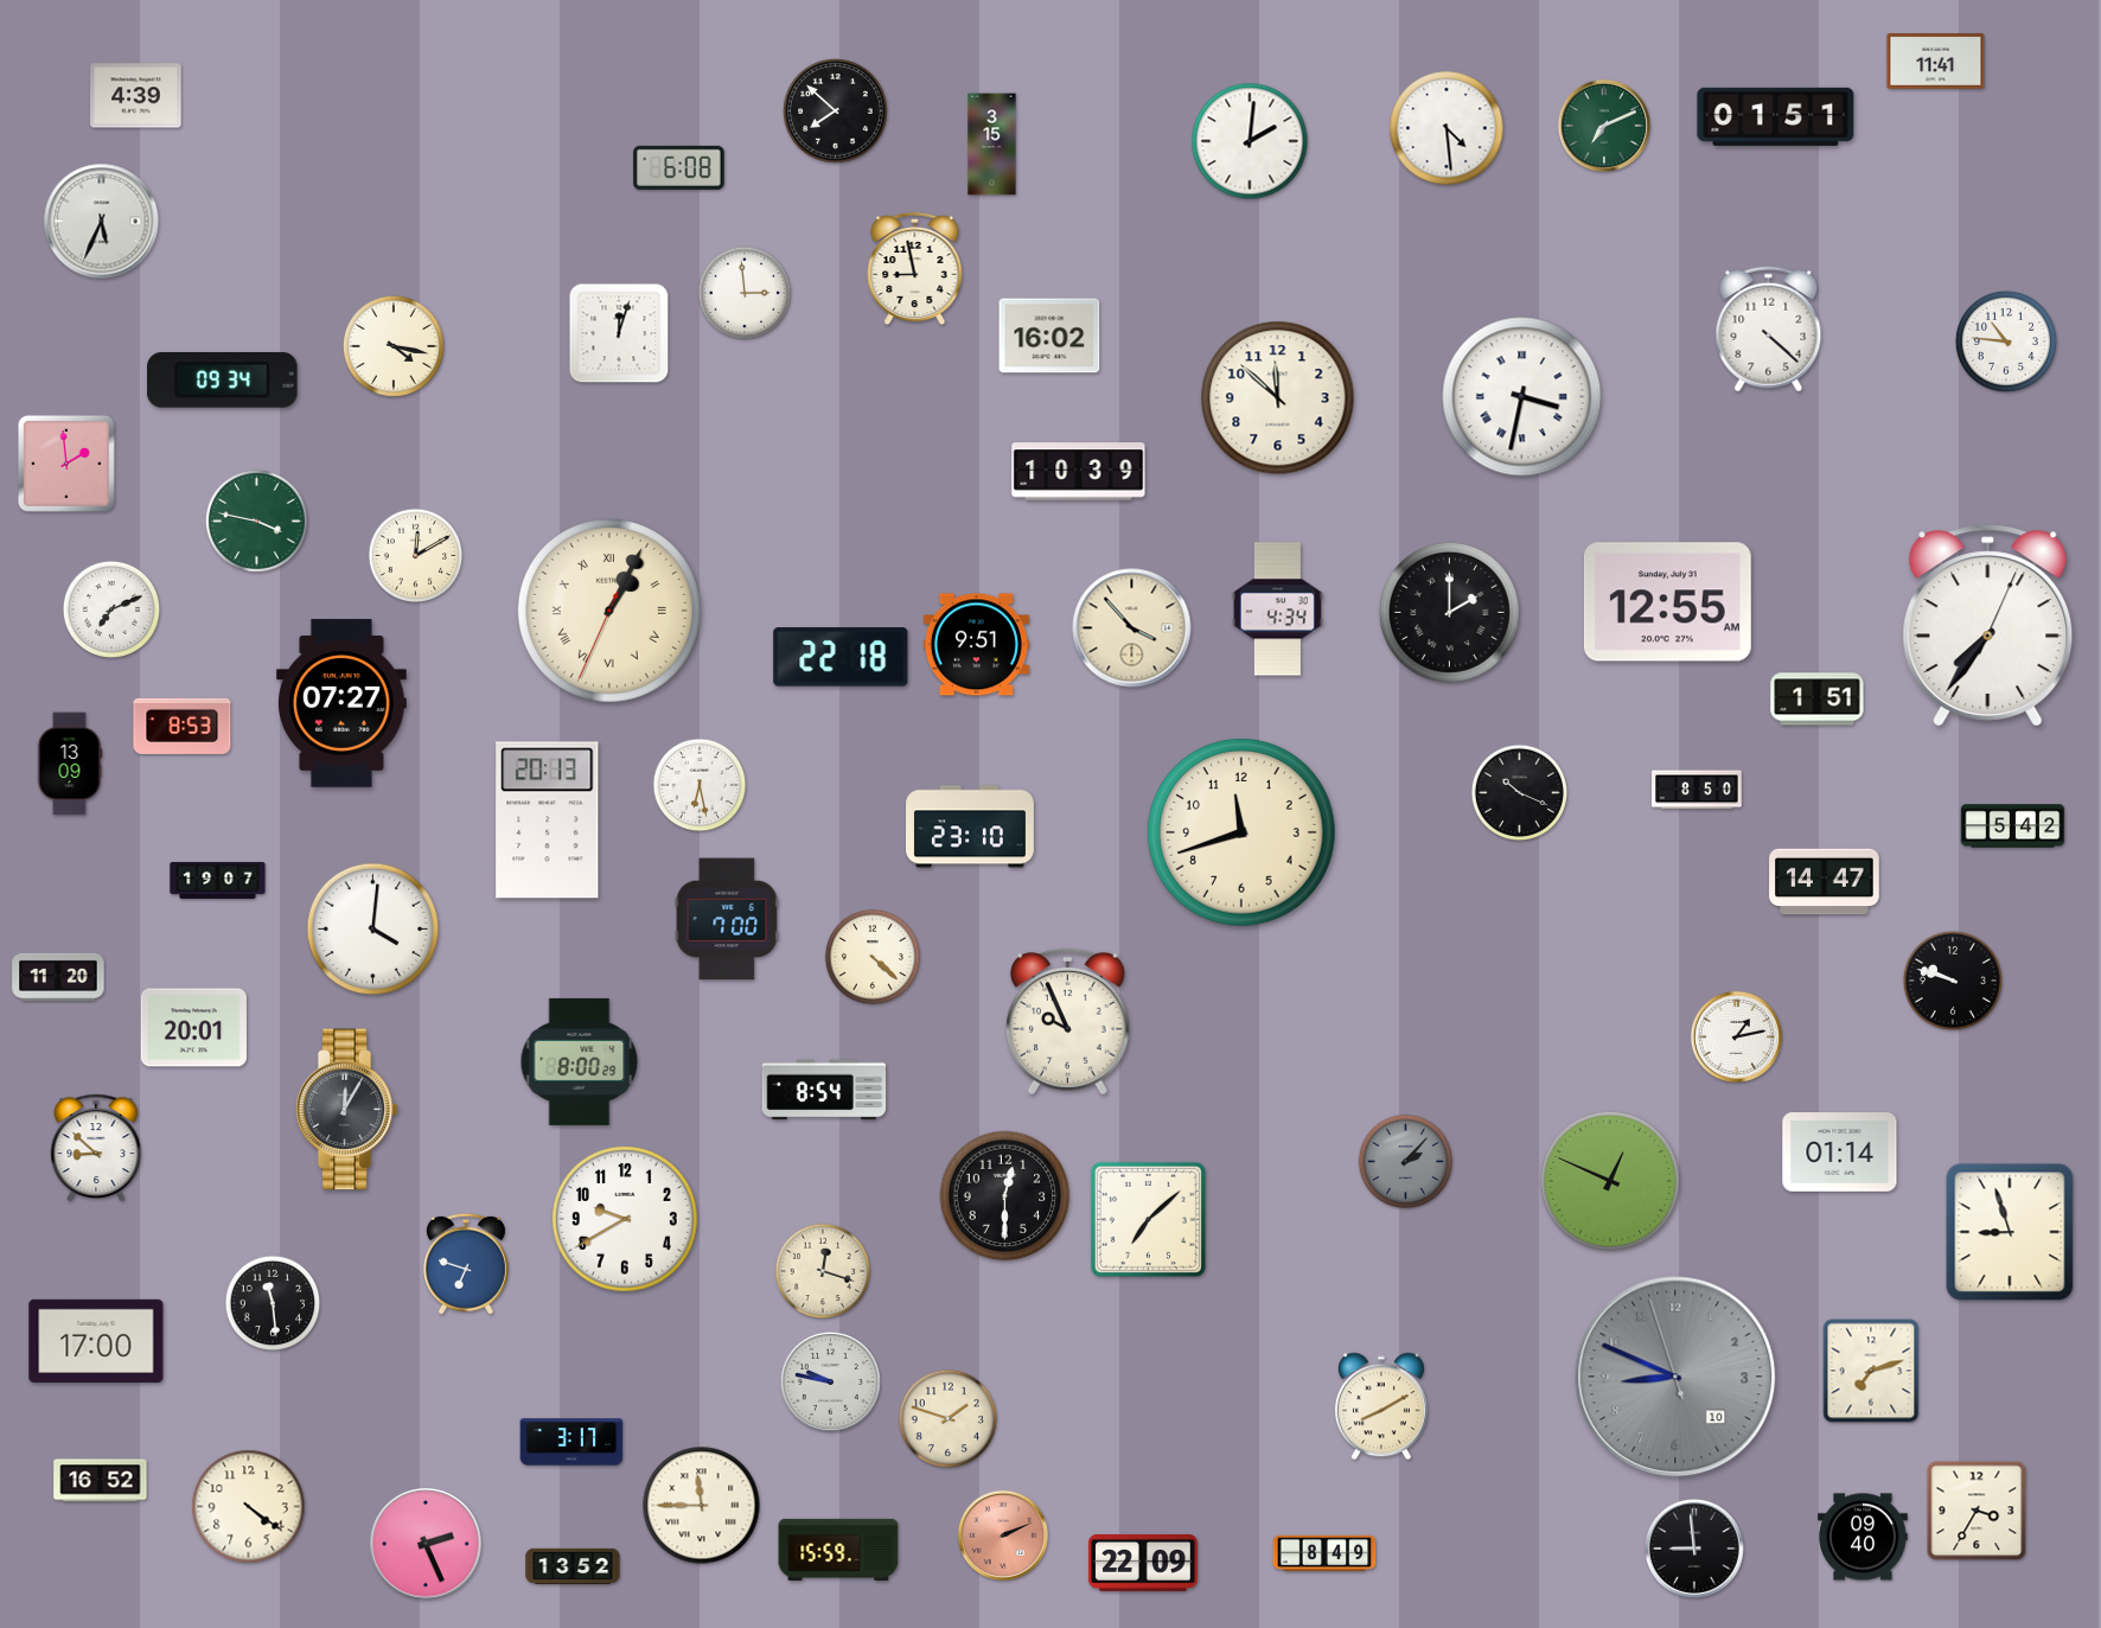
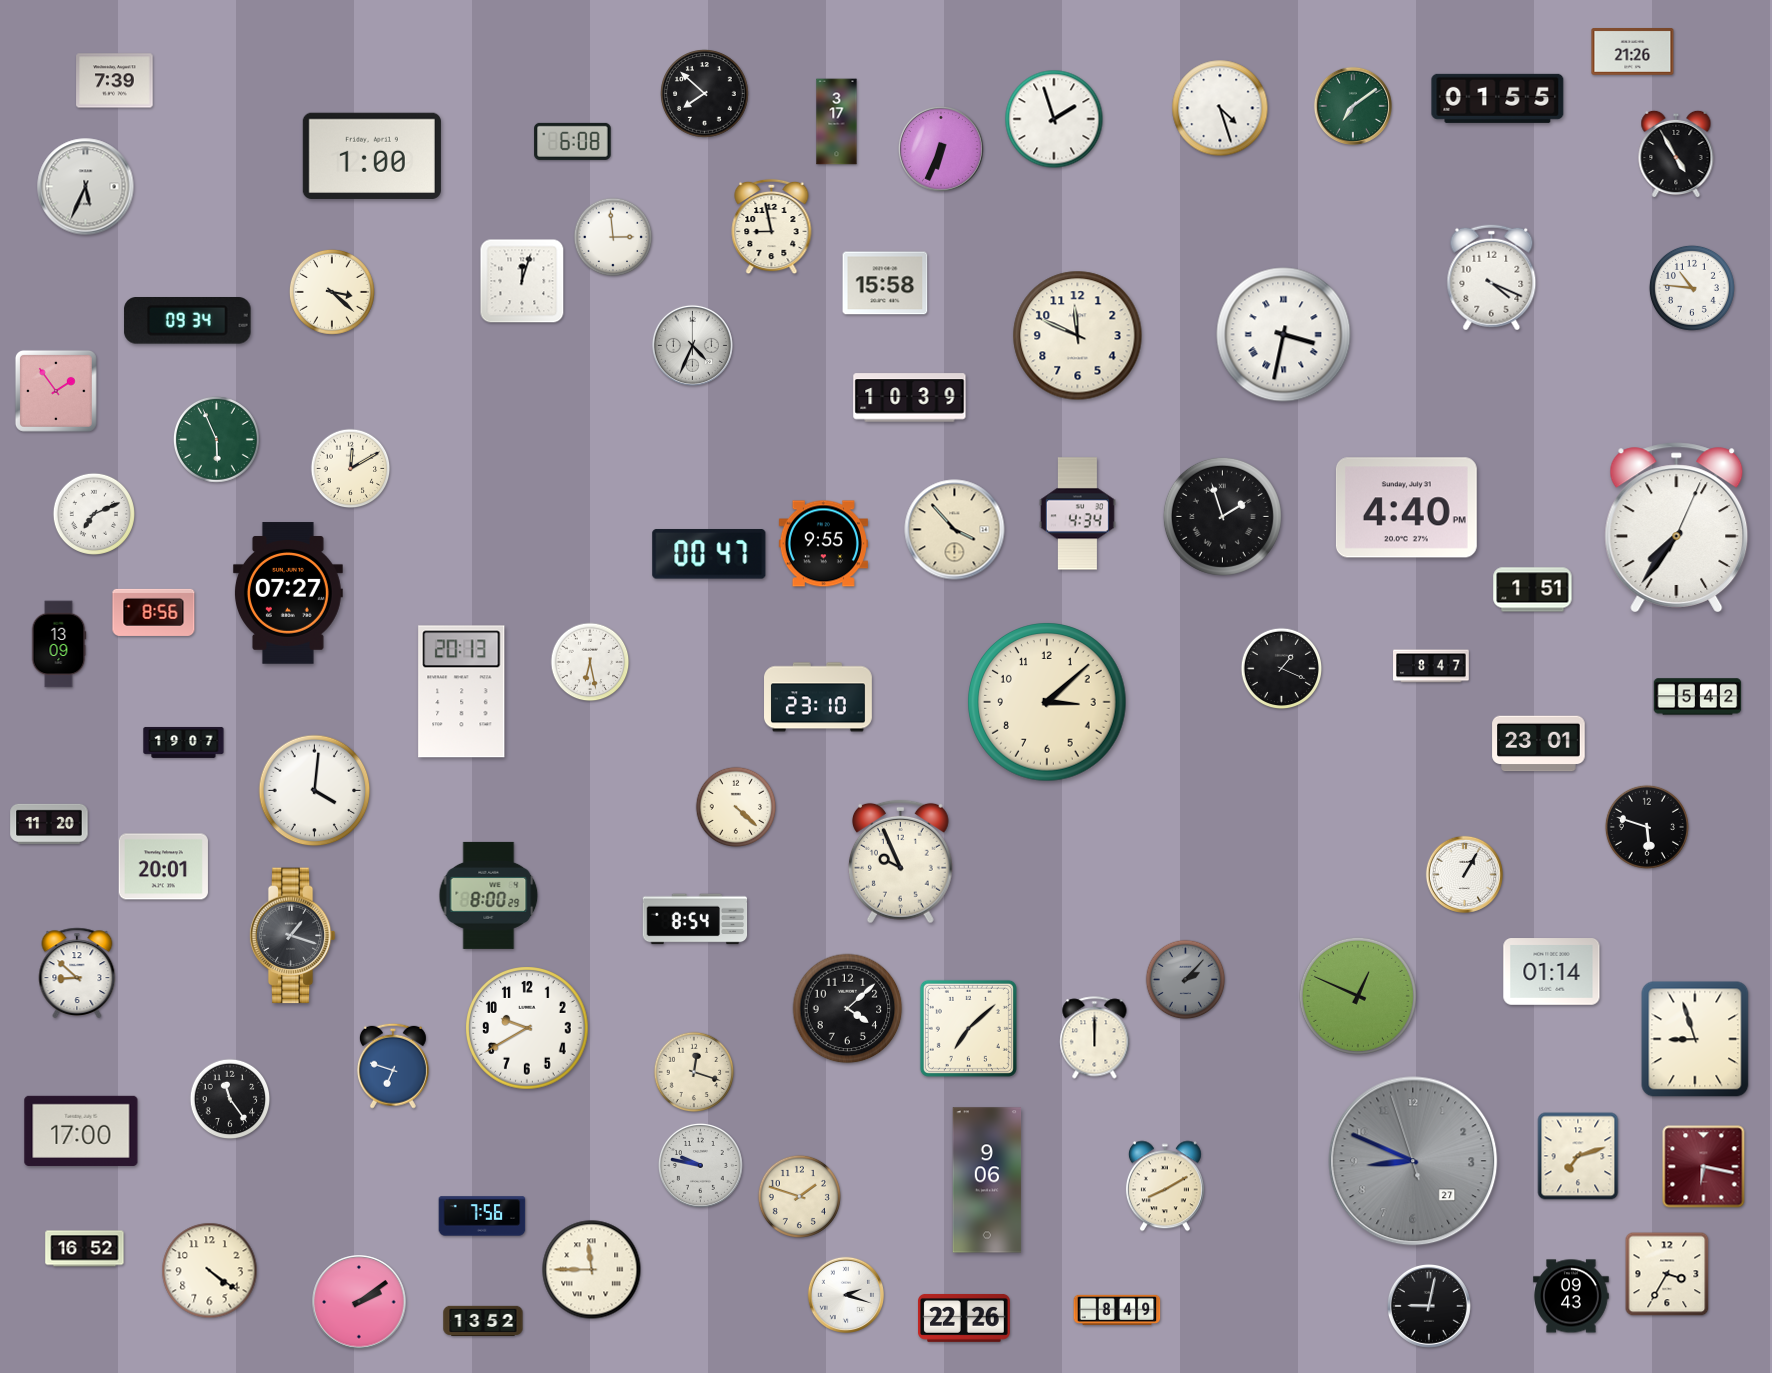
clock at (1936, 62): 11:41 -> 21:26
clock at (136, 96): 4:39 -> 7:39
clock at (1776, 116): 01:51 -> 01:55
clock at (1604, 126): 7:11 -> 7:09
clock at (1447, 128): 4:29 -> 4:27
clock at (1250, 141): 2:01 -> 1:57
clock at (992, 145): 3:15 -> 3:17
clock at (942, 150): none -> 6:34
clock at (1676, 154): none -> 4:55
clock at (372, 156): none -> 1:00
clock at (745, 293) position: (745, 293) -> (613, 237)
clock at (1769, 330): 4:22 -> 4:19
clock at (1049, 336): 16:02 -> 15:58
clock at (394, 346): 4:17 -> 3:22
clock at (1278, 398): 11:52 -> 11:49
clock at (692, 345): none -> 4:34
clock at (66, 464): 1:59 -> 1:54
clock at (256, 521): 3:47 -> 5:56
clock at (1667, 602): 12:55 -> 4:40
clock at (609, 611): 1:04 -> none
clock at (1449, 612): 2:00 -> 1:57
clock at (976, 645): 9:51 -> 9:55
clock at (841, 657): 22:18 -> 00:47
clock at (183, 726): 8:53 -> 8:56
clock at (1697, 790): 8:50 -> 8:47
clock at (1520, 793): 10:19 -> 1:19
clock at (1241, 832): 11:42 -> 3:08
clock at (1825, 882): 14:47 -> 23:01
clock at (727, 919): 7:00 -> none
clock at (373, 930) position: (373, 930) -> (315, 791)
clock at (1953, 981): 9:48 -> 5:48
clock at (1736, 1036): 1:13 -> 1:05
clock at (346, 1110): 12:05 -> 1:18
clock at (96, 1147) position: (96, 1147) -> (77, 972)
clock at (1005, 1196): 12:30 -> 4:08
clock at (1095, 1038): none -> 12:00
clock at (273, 1303): 11:29 -> 11:24
clock at (1675, 1377) date: 10 -> 27
clock at (1704, 1167): none -> 6:17
clock at (987, 1180): none -> 9:06
clock at (571, 1442): 3:17 -> 7:56
clock at (1002, 1534): 2:11 -> 2:18
clock at (1002, 1534) dial: salmon -> white
clock at (1863, 1537): 09:40 -> 09:43
clock at (426, 1544): 2:26 -> 2:09
clock at (1694, 1549): 8:59 -> 9:02
clock at (838, 1550): 15:59 -> none
clock at (1144, 1563): 22:09 -> 22:26
